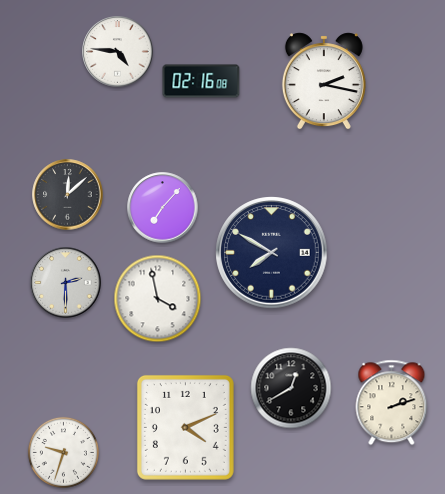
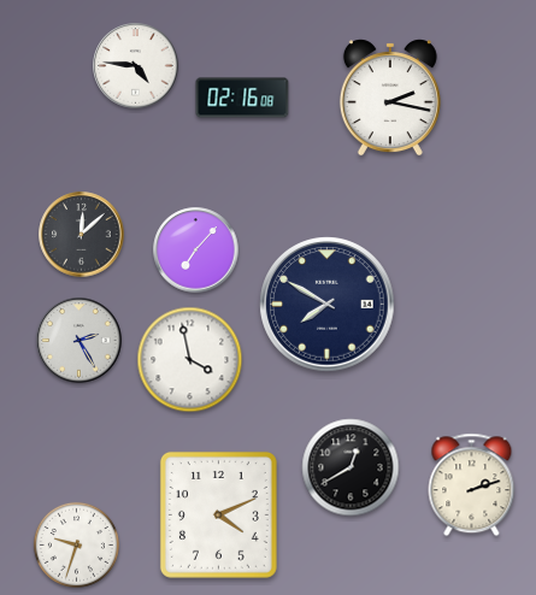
clock at (118, 52) position: (118, 52) -> (136, 66)
clock at (66, 283): 2:30 -> 2:25
clock at (185, 427) position: (185, 427) -> (218, 514)
